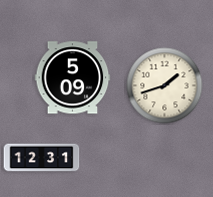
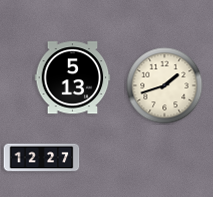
clock at (73, 78): 5:09 -> 5:13
clock at (42, 158): 12:31 -> 12:27
